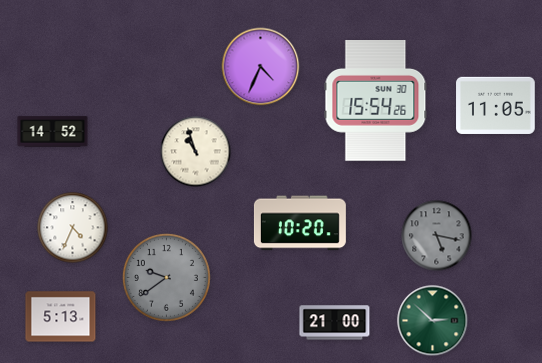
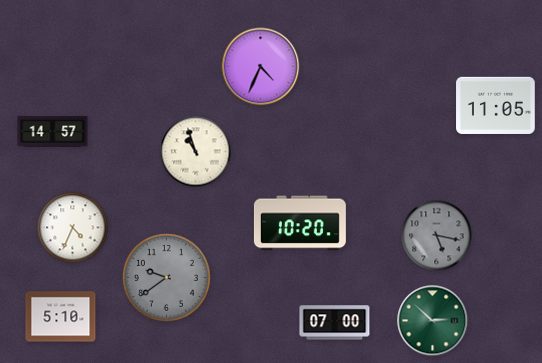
clock at (376, 101): 15:54 -> none
clock at (53, 132): 14:52 -> 14:57
clock at (61, 317): 5:13 -> 5:10
clock at (335, 323): 21:00 -> 07:00
